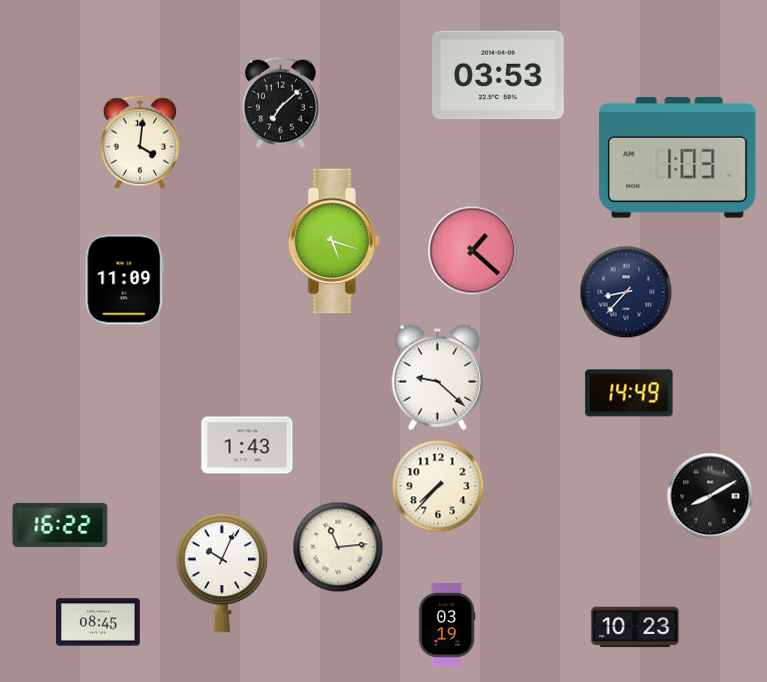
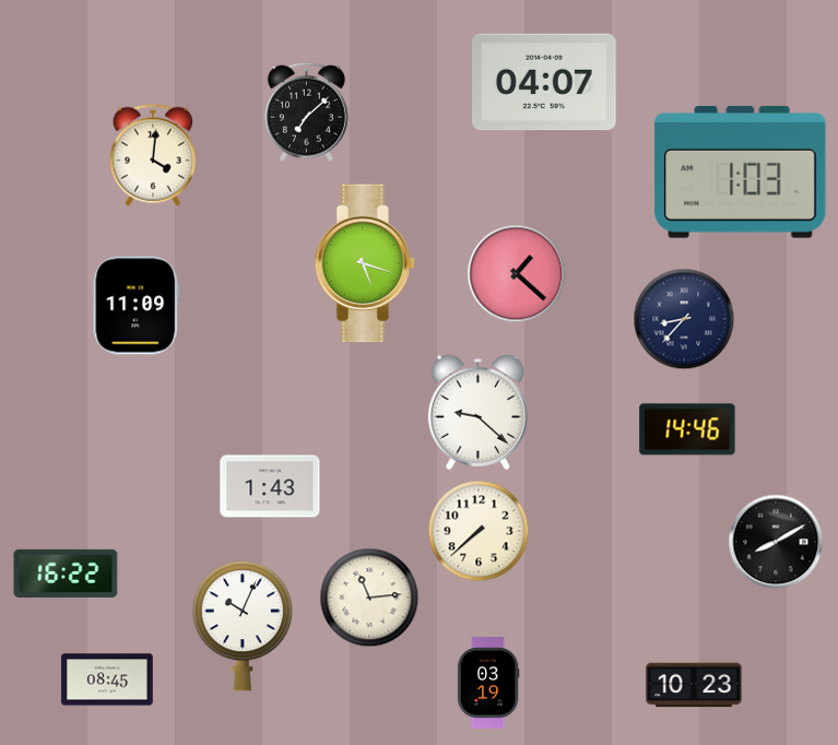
clock at (498, 75): 03:53 -> 04:07
clock at (629, 393): 14:49 -> 14:46
clock at (438, 486): 7:37 -> 7:38
